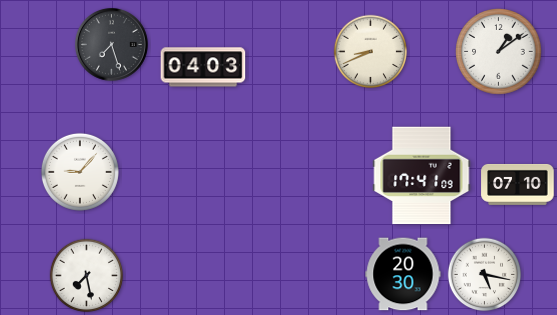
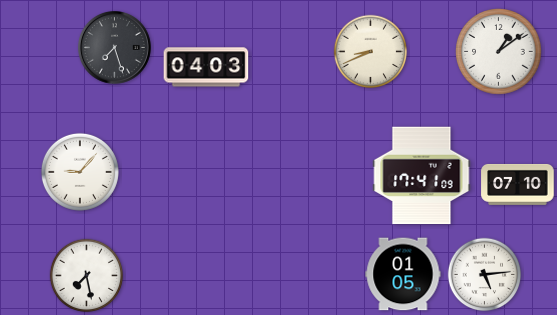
clock at (112, 45) position: (112, 45) -> (115, 48)
clock at (203, 67) position: (203, 67) -> (206, 67)
clock at (403, 274): 20:30 -> 01:05
clock at (485, 275): 5:17 -> 5:14
